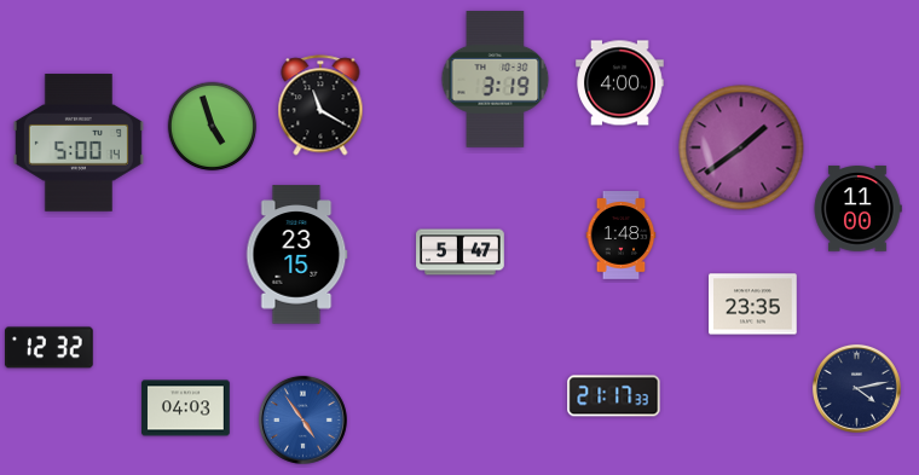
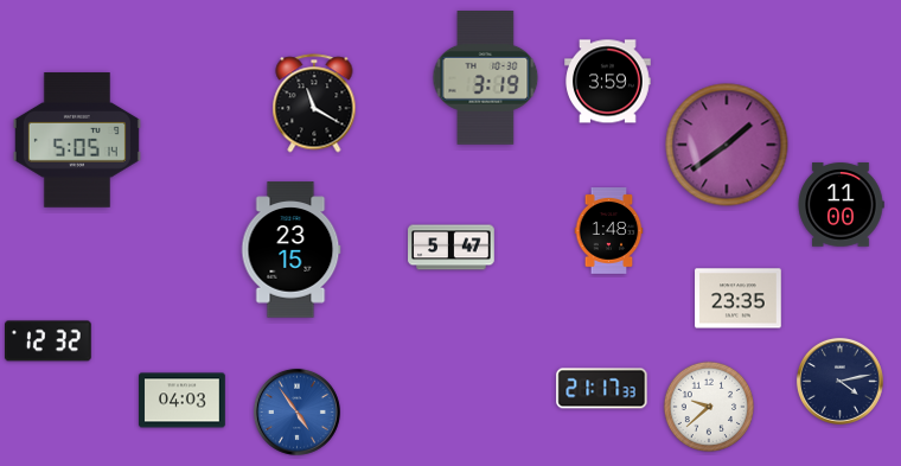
clock at (620, 83): 4:00 -> 3:59
clock at (213, 127): 4:57 -> none
clock at (79, 143): 5:00 -> 5:05
clock at (709, 407): none -> 9:38
